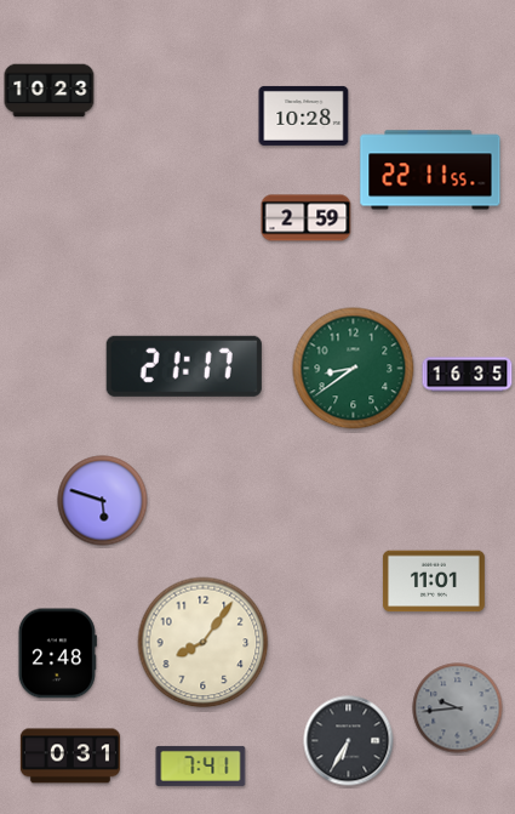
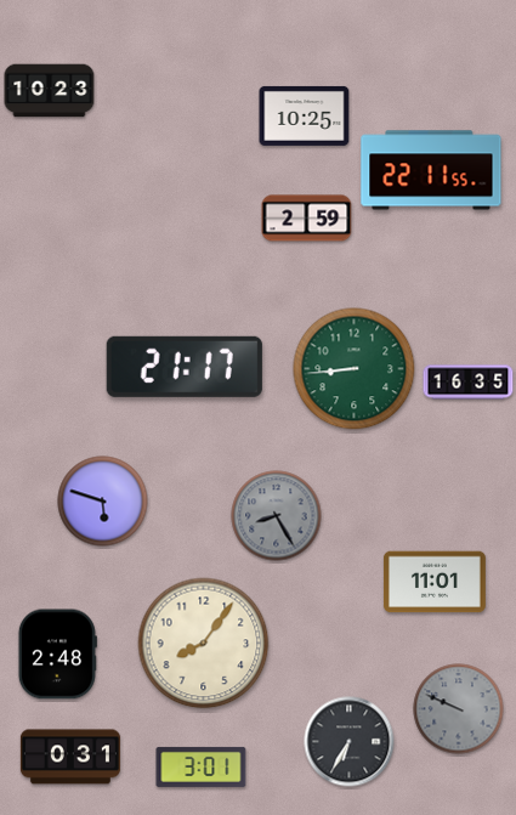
clock at (304, 115): 10:28 -> 10:25
clock at (354, 369): 8:39 -> 8:44
clock at (468, 375) position: (468, 375) -> (469, 383)
clock at (277, 516): none -> 8:25
clock at (458, 708): 9:44 -> 9:49
clock at (201, 765): 7:41 -> 3:01
